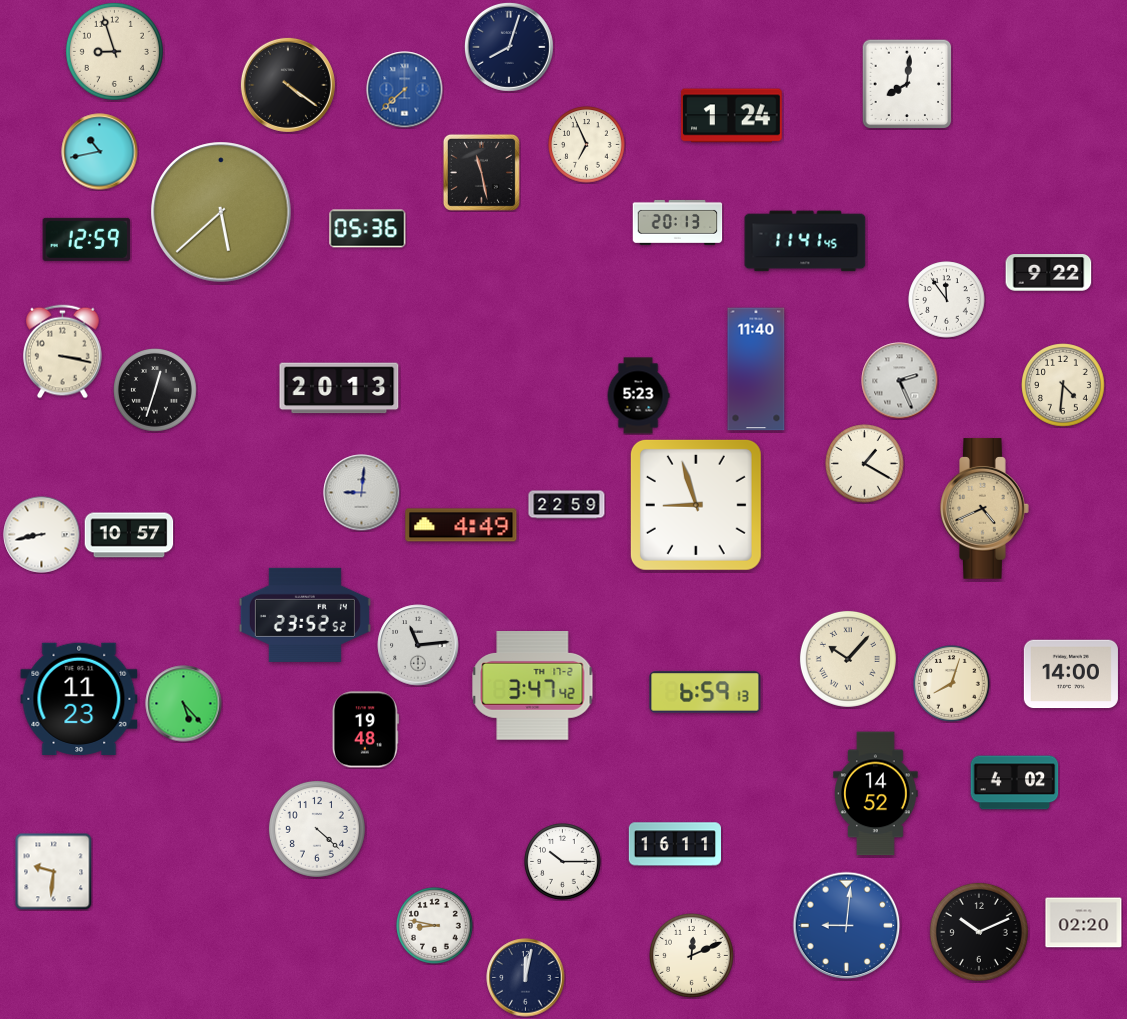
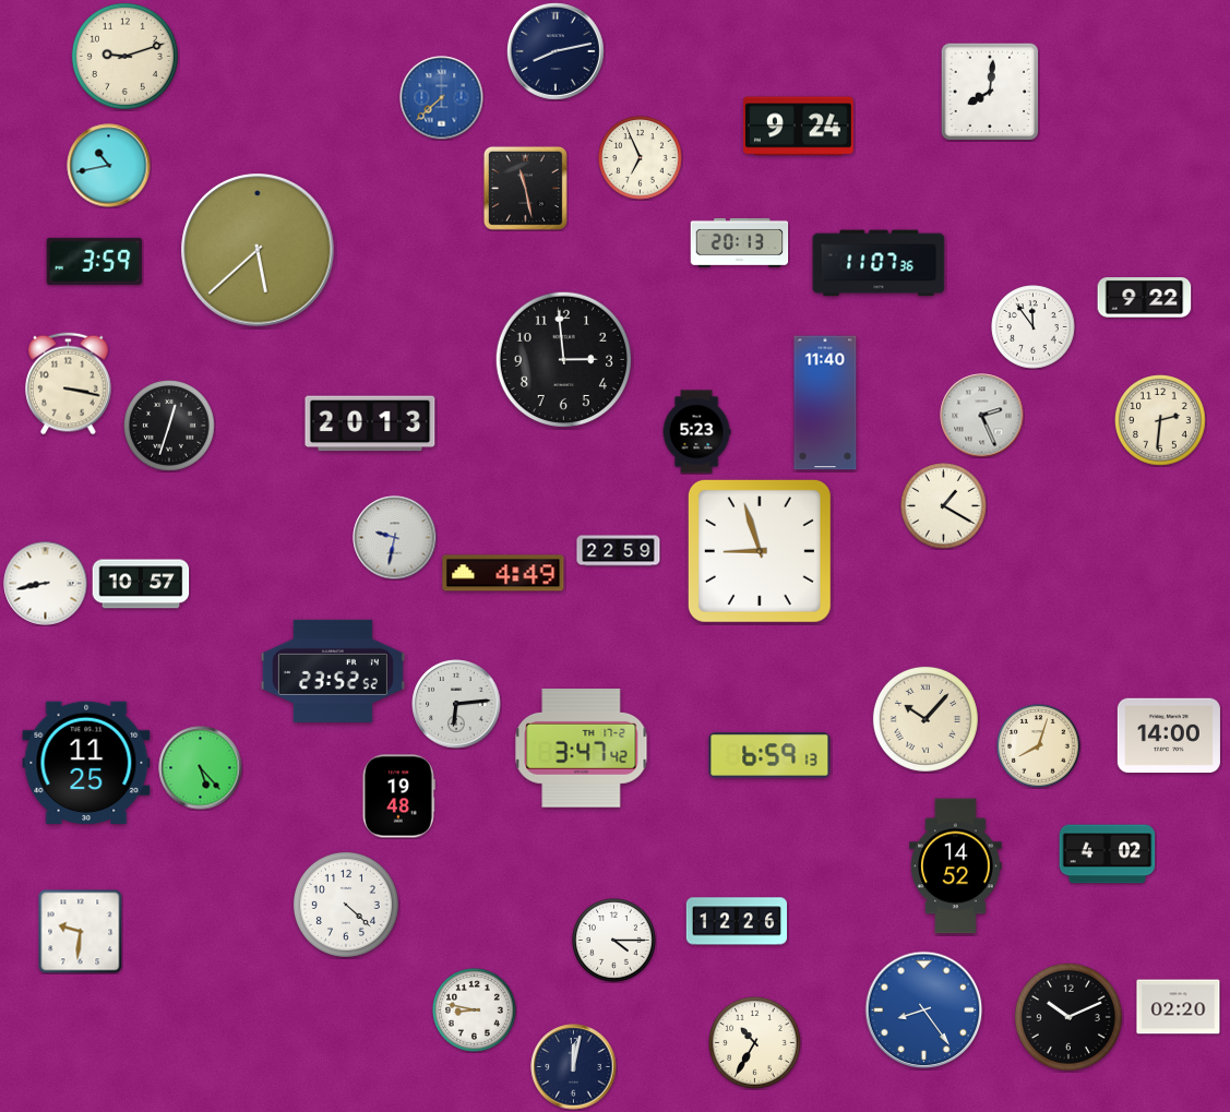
clock at (509, 47): 8:03 -> 8:13
clock at (114, 51): 8:57 -> 9:12
clock at (288, 85): 4:21 -> none
clock at (732, 116): 1:24 -> 9:24
clock at (221, 212) position: (221, 212) -> (258, 250)
clock at (368, 229): 05:36 -> none
clock at (87, 239): 12:59 -> 3:59
clock at (805, 241): 11:41 -> 11:07
clock at (563, 359): none -> 2:59
clock at (1064, 386): 4:31 -> 2:31
clock at (362, 493): 9:01 -> 9:32
clock at (985, 509): 4:41 -> none
clock at (418, 645): 11:14 -> 6:14
clock at (79, 699): 11:23 -> 11:25
clock at (674, 844): 16:11 -> 12:26
clock at (563, 862): 10:15 -> 4:15
clock at (53, 871) position: (53, 871) -> (80, 931)
clock at (1084, 923) position: (1084, 923) -> (1179, 1007)
clock at (847, 926): 9:01 -> 8:24
clock at (692, 956): 12:11 -> 10:35
